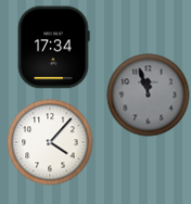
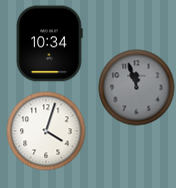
clock at (53, 48): 17:34 -> 10:34
clock at (50, 142): 4:07 -> 4:03
